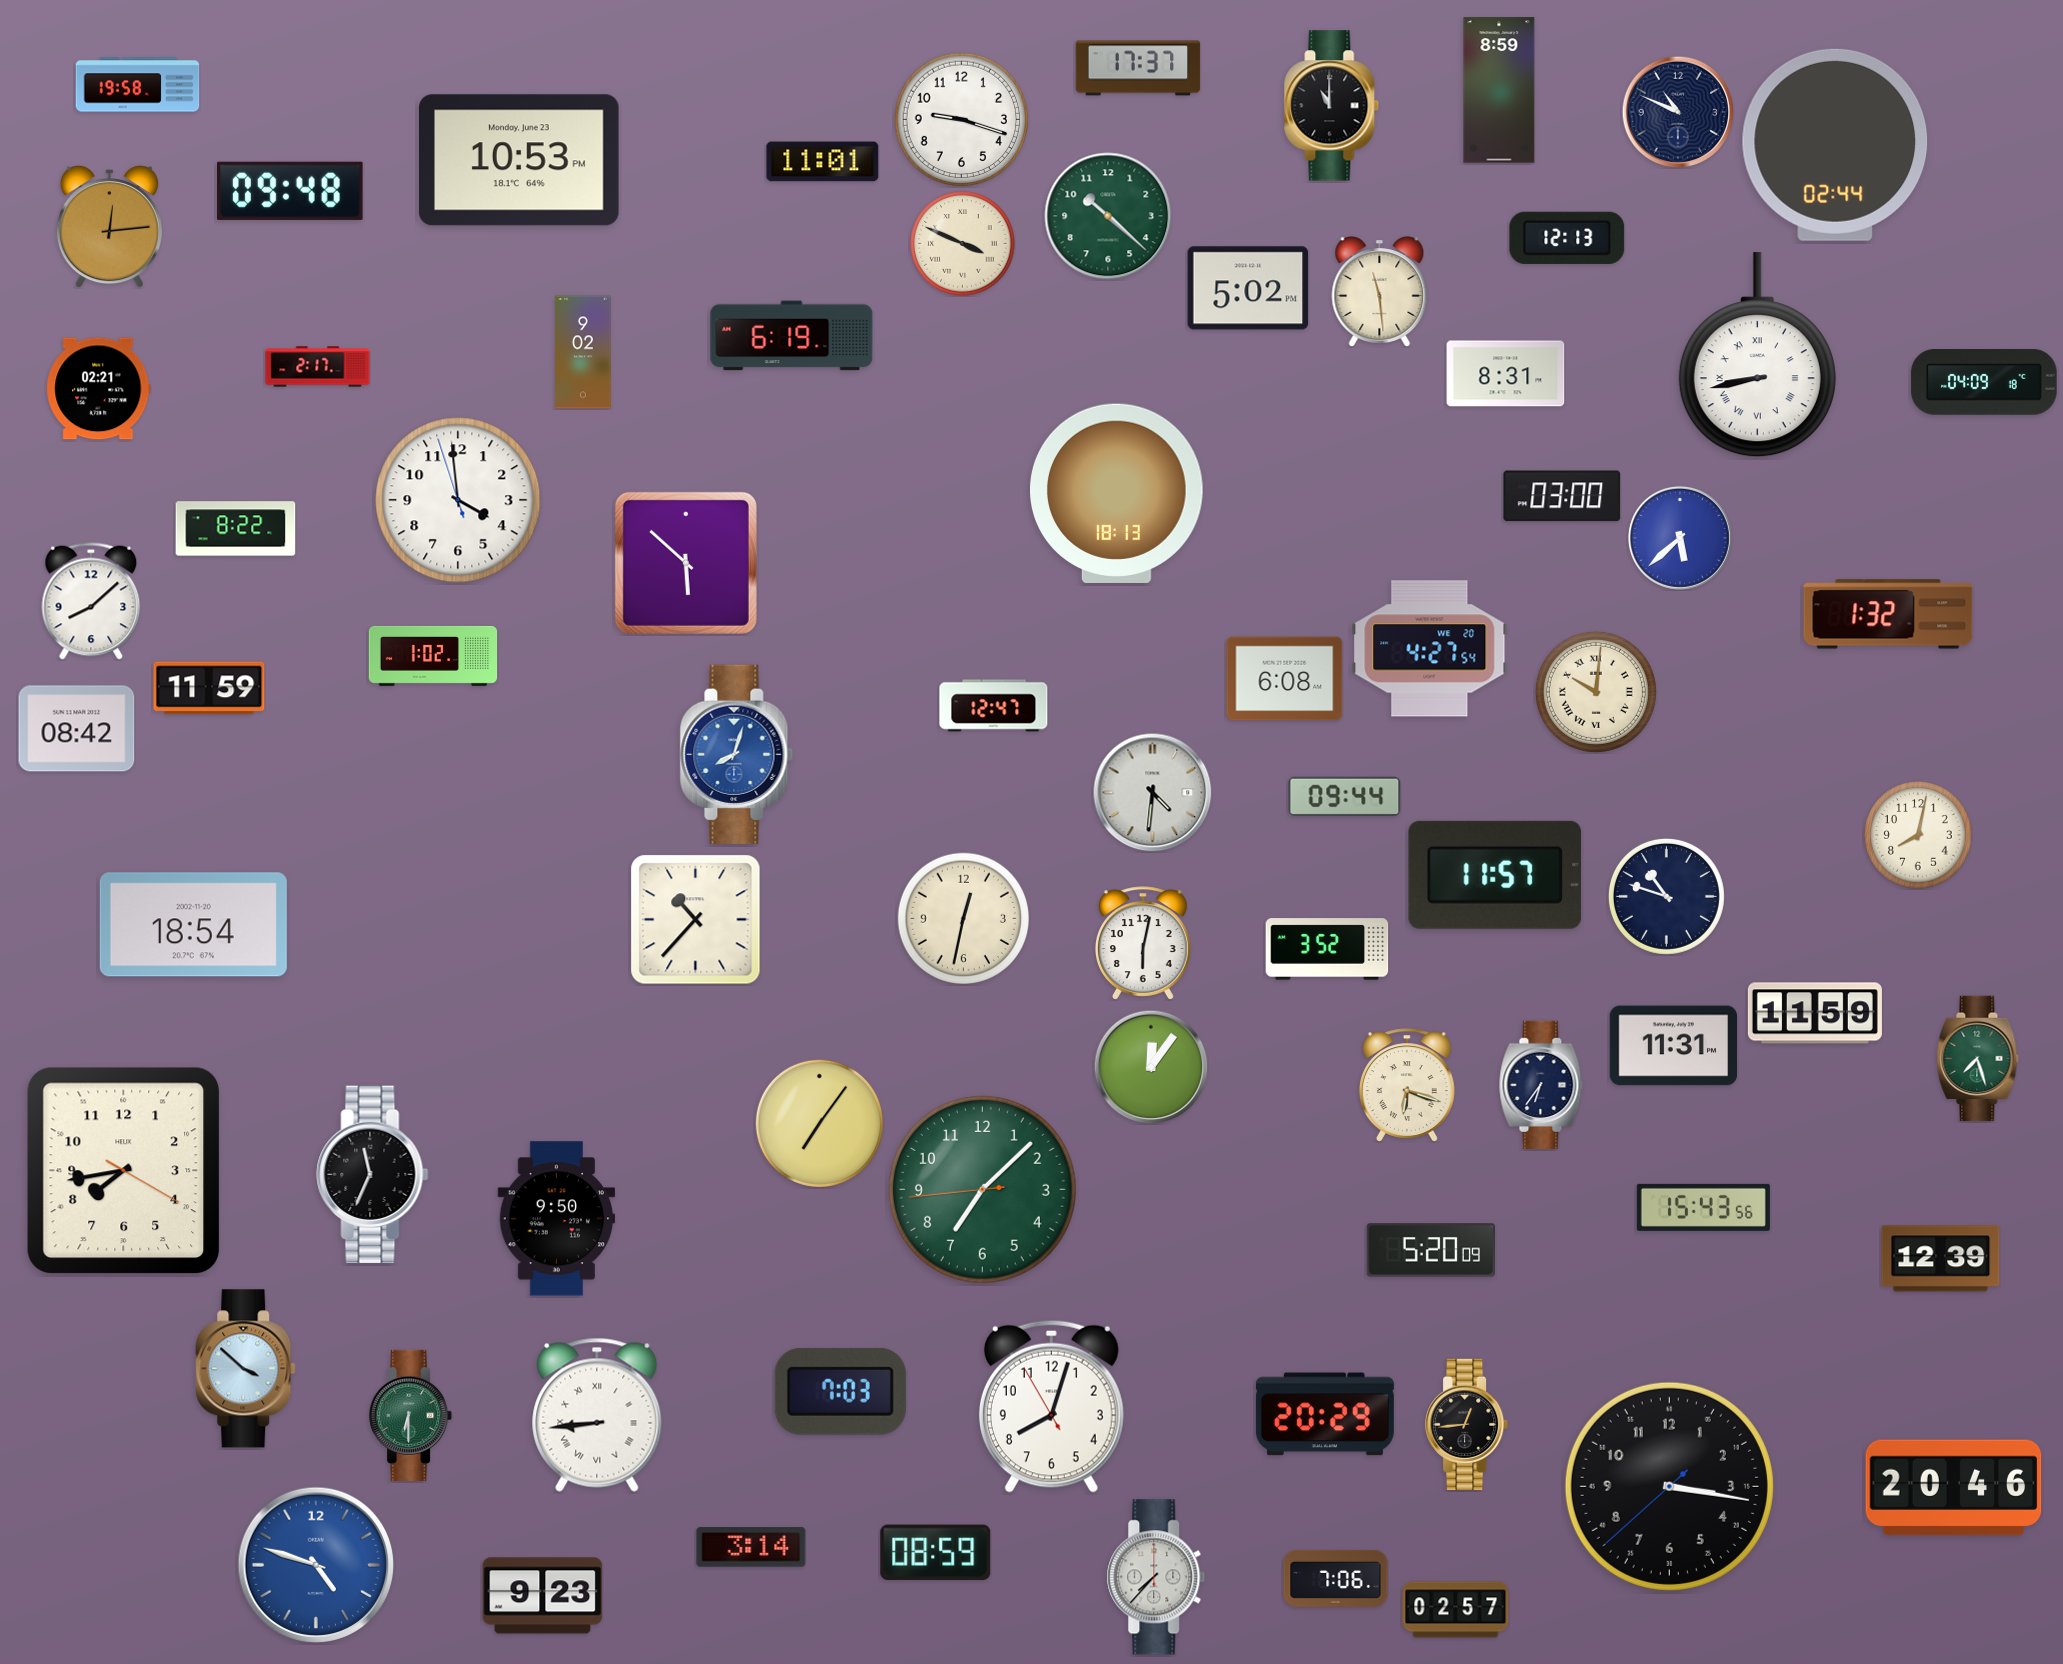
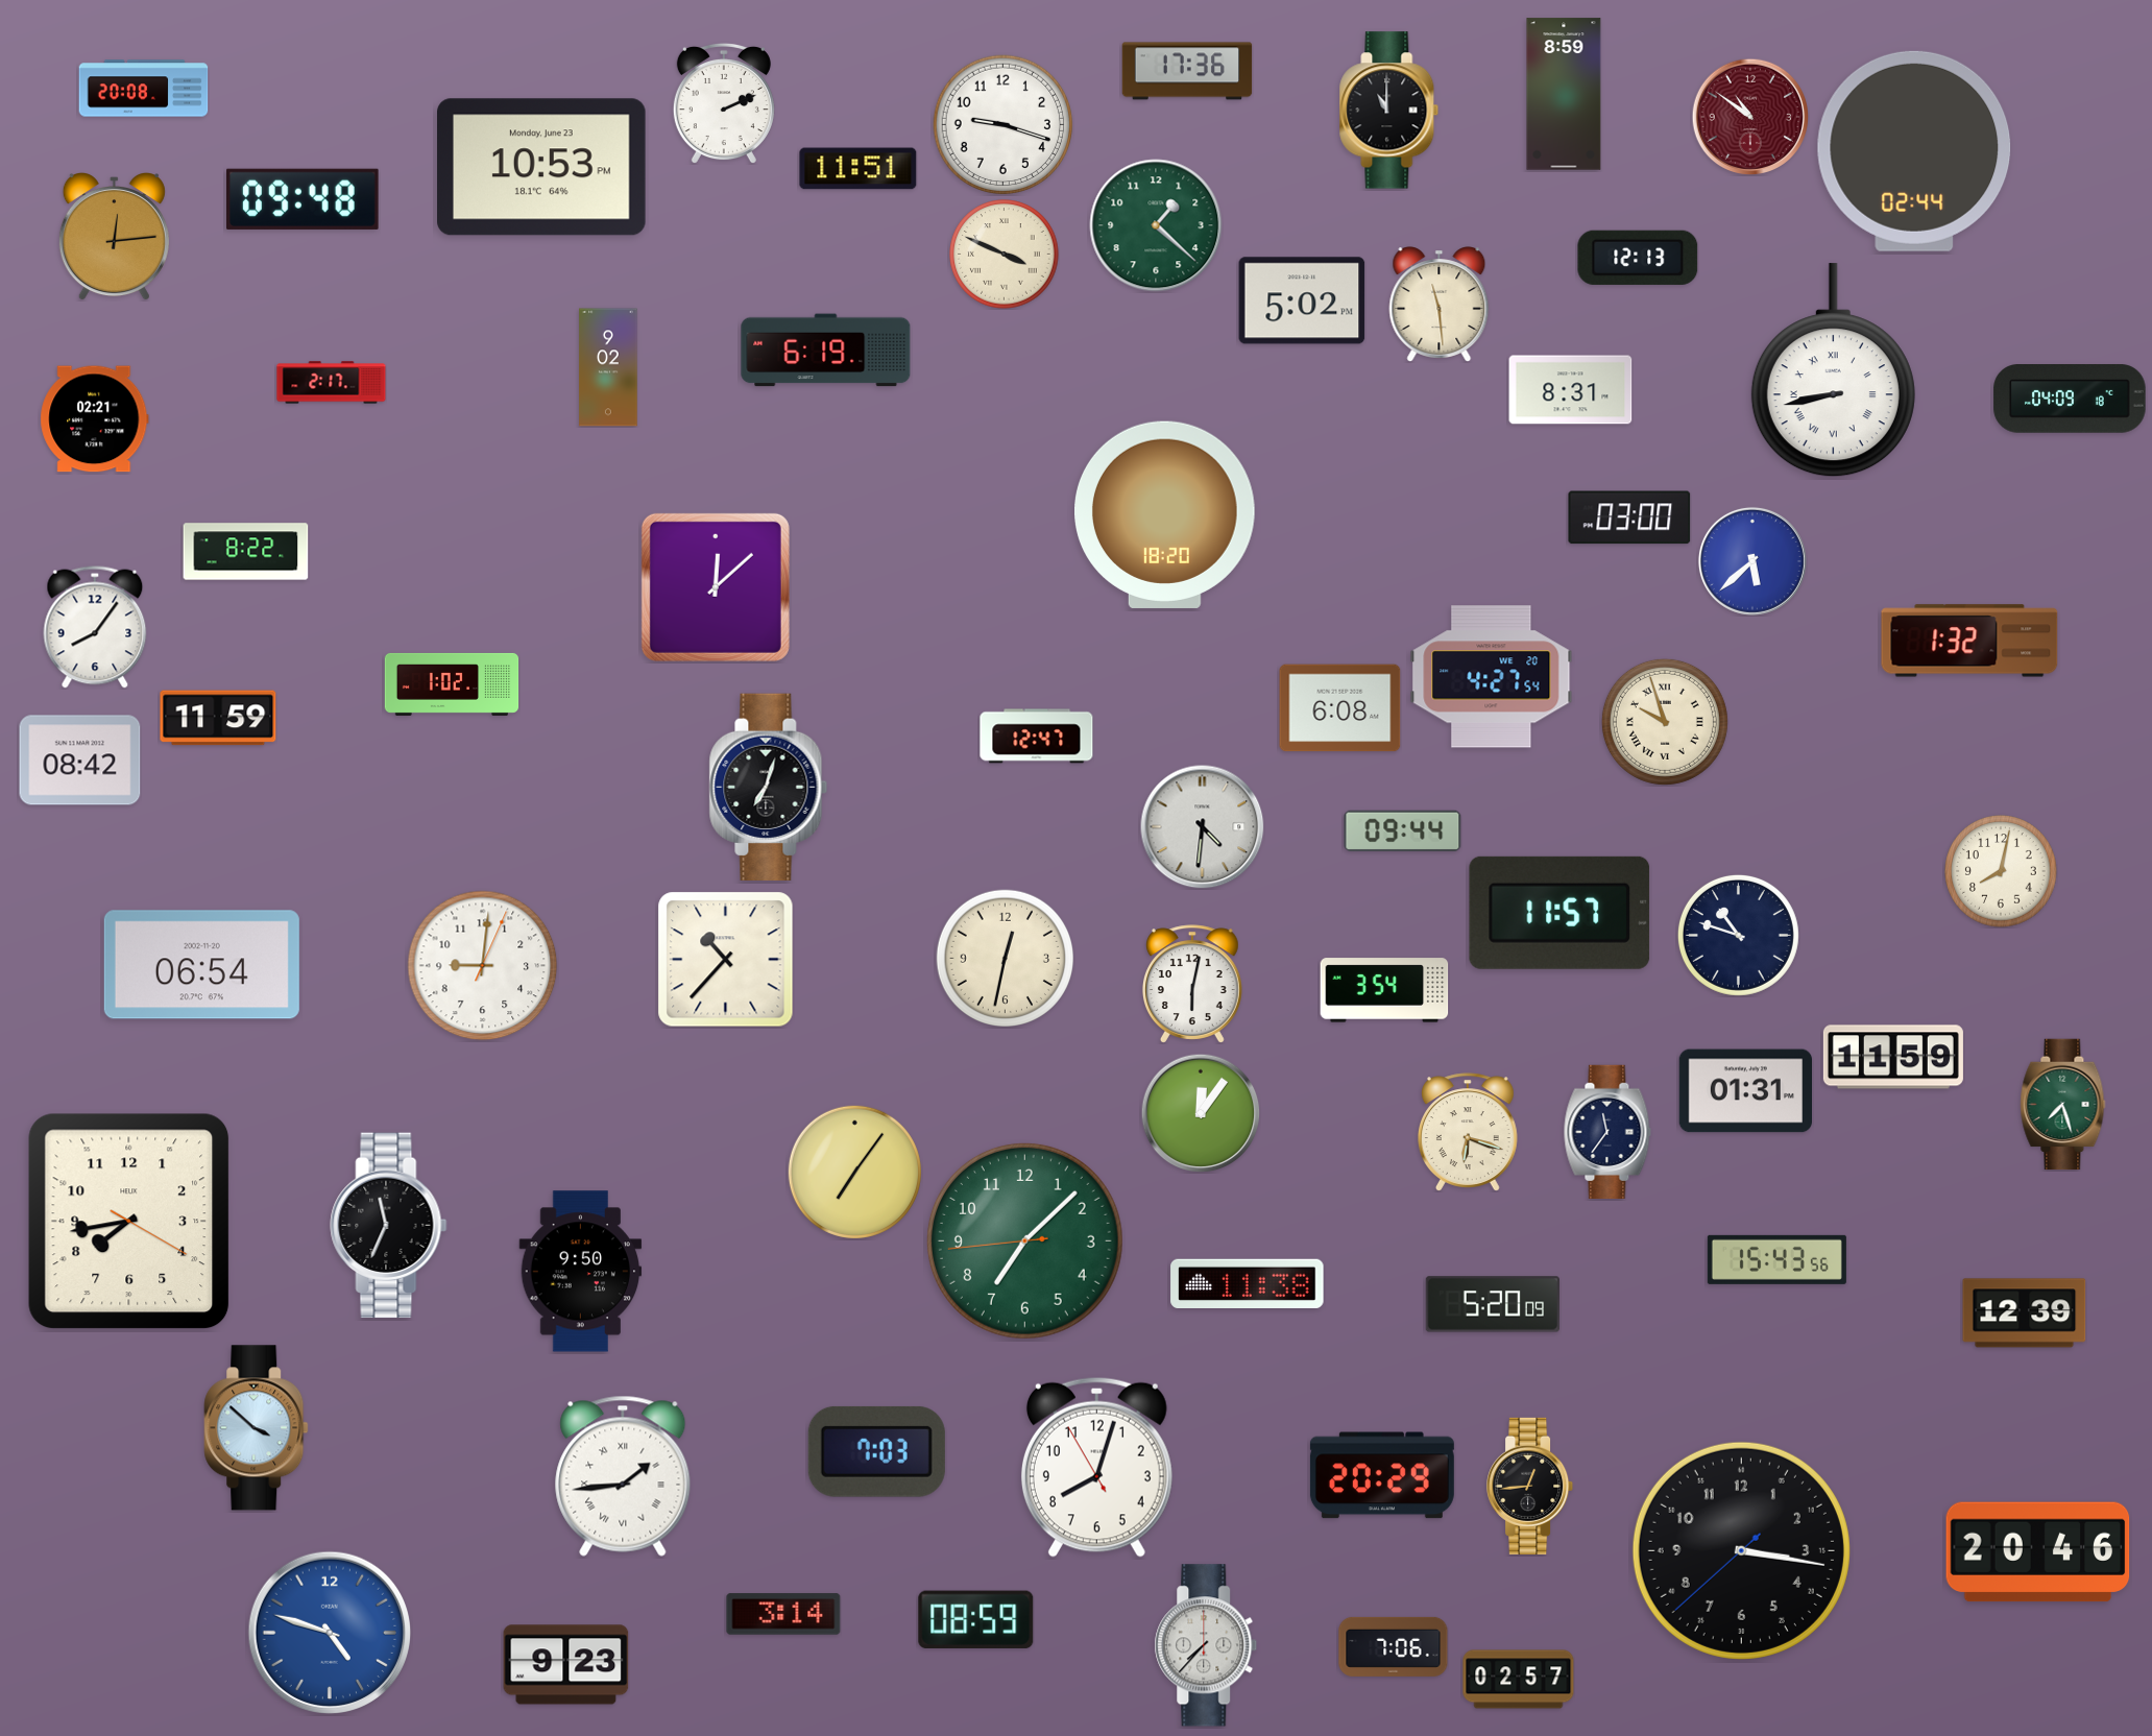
clock at (1138, 68): 17:37 -> 17:36
clock at (138, 85): 19:58 -> 20:08
clock at (724, 103): none -> 2:11
clock at (1677, 111): 10:49 -> 10:51
clock at (1677, 111) dial: navy -> burgundy
clock at (823, 162): 11:01 -> 11:51
clock at (1108, 216): 10:22 -> 1:22
clock at (1567, 238) position: (1567, 238) -> (1638, 258)
clock at (99, 389) position: (99, 389) -> (95, 419)
clock at (1117, 493): 18:13 -> 18:20
clock at (458, 500): 3:58 -> none
clock at (686, 563): 5:52 -> 12:08
clock at (91, 601): 8:08 -> 8:06
clock at (1596, 692): 10:01 -> 9:57
clock at (737, 754): 8:03 -> 7:03
clock at (737, 754) dial: blue -> black
clock at (193, 925): 18:54 -> 06:54
clock at (483, 966): none -> 9:01
clock at (1327, 949): 3:52 -> 3:54
clock at (1673, 1046): 11:31 -> 01:31
clock at (1541, 1084): 6:36 -> 11:36
clock at (1248, 1283): none -> 11:38
clock at (411, 1415): 6:30 -> none
clock at (597, 1415): 8:44 -> 1:44
